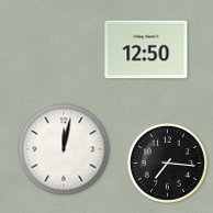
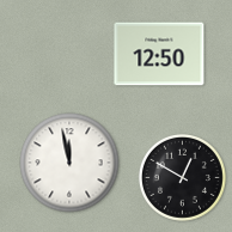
clock at (64, 149): 12:02 -> 11:58
clock at (167, 162): 7:16 -> 12:50
